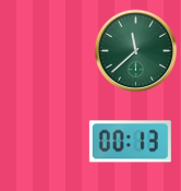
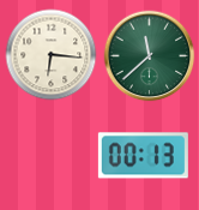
clock at (52, 55): none -> 6:16
